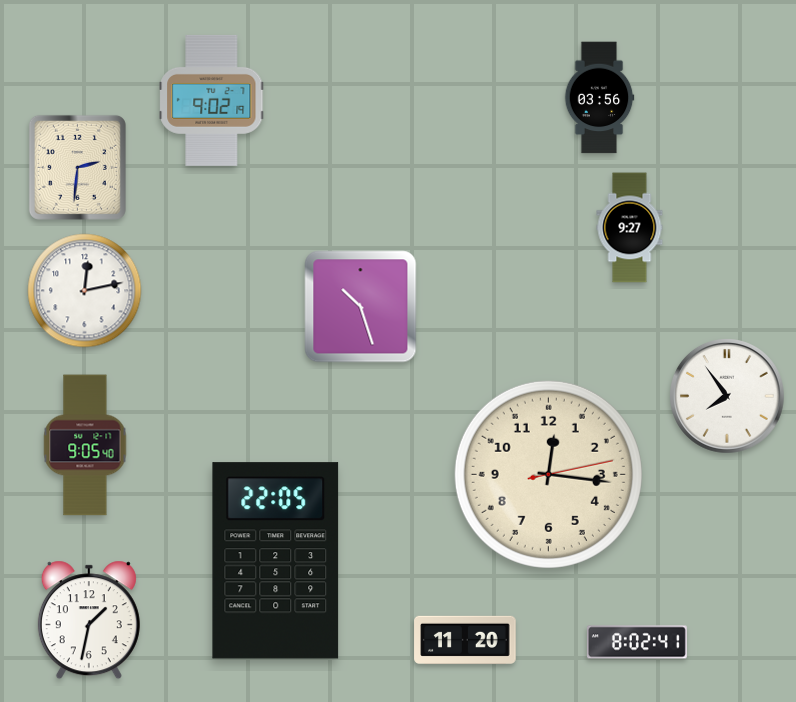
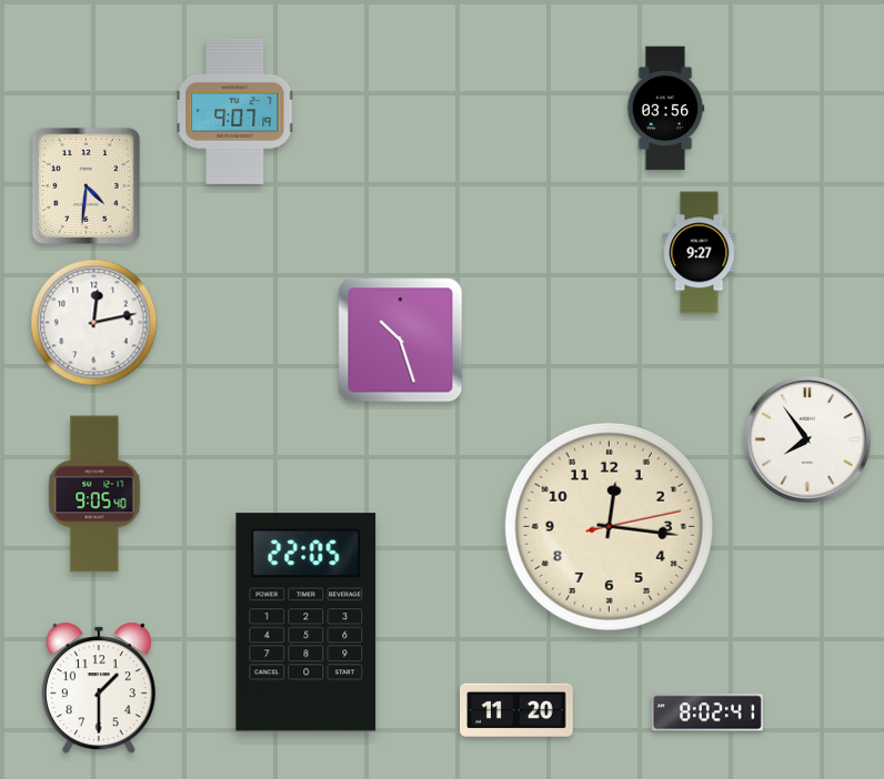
clock at (212, 100): 9:02 -> 9:07
clock at (77, 167): 2:31 -> 4:31
clock at (89, 620): 1:32 -> 1:30
